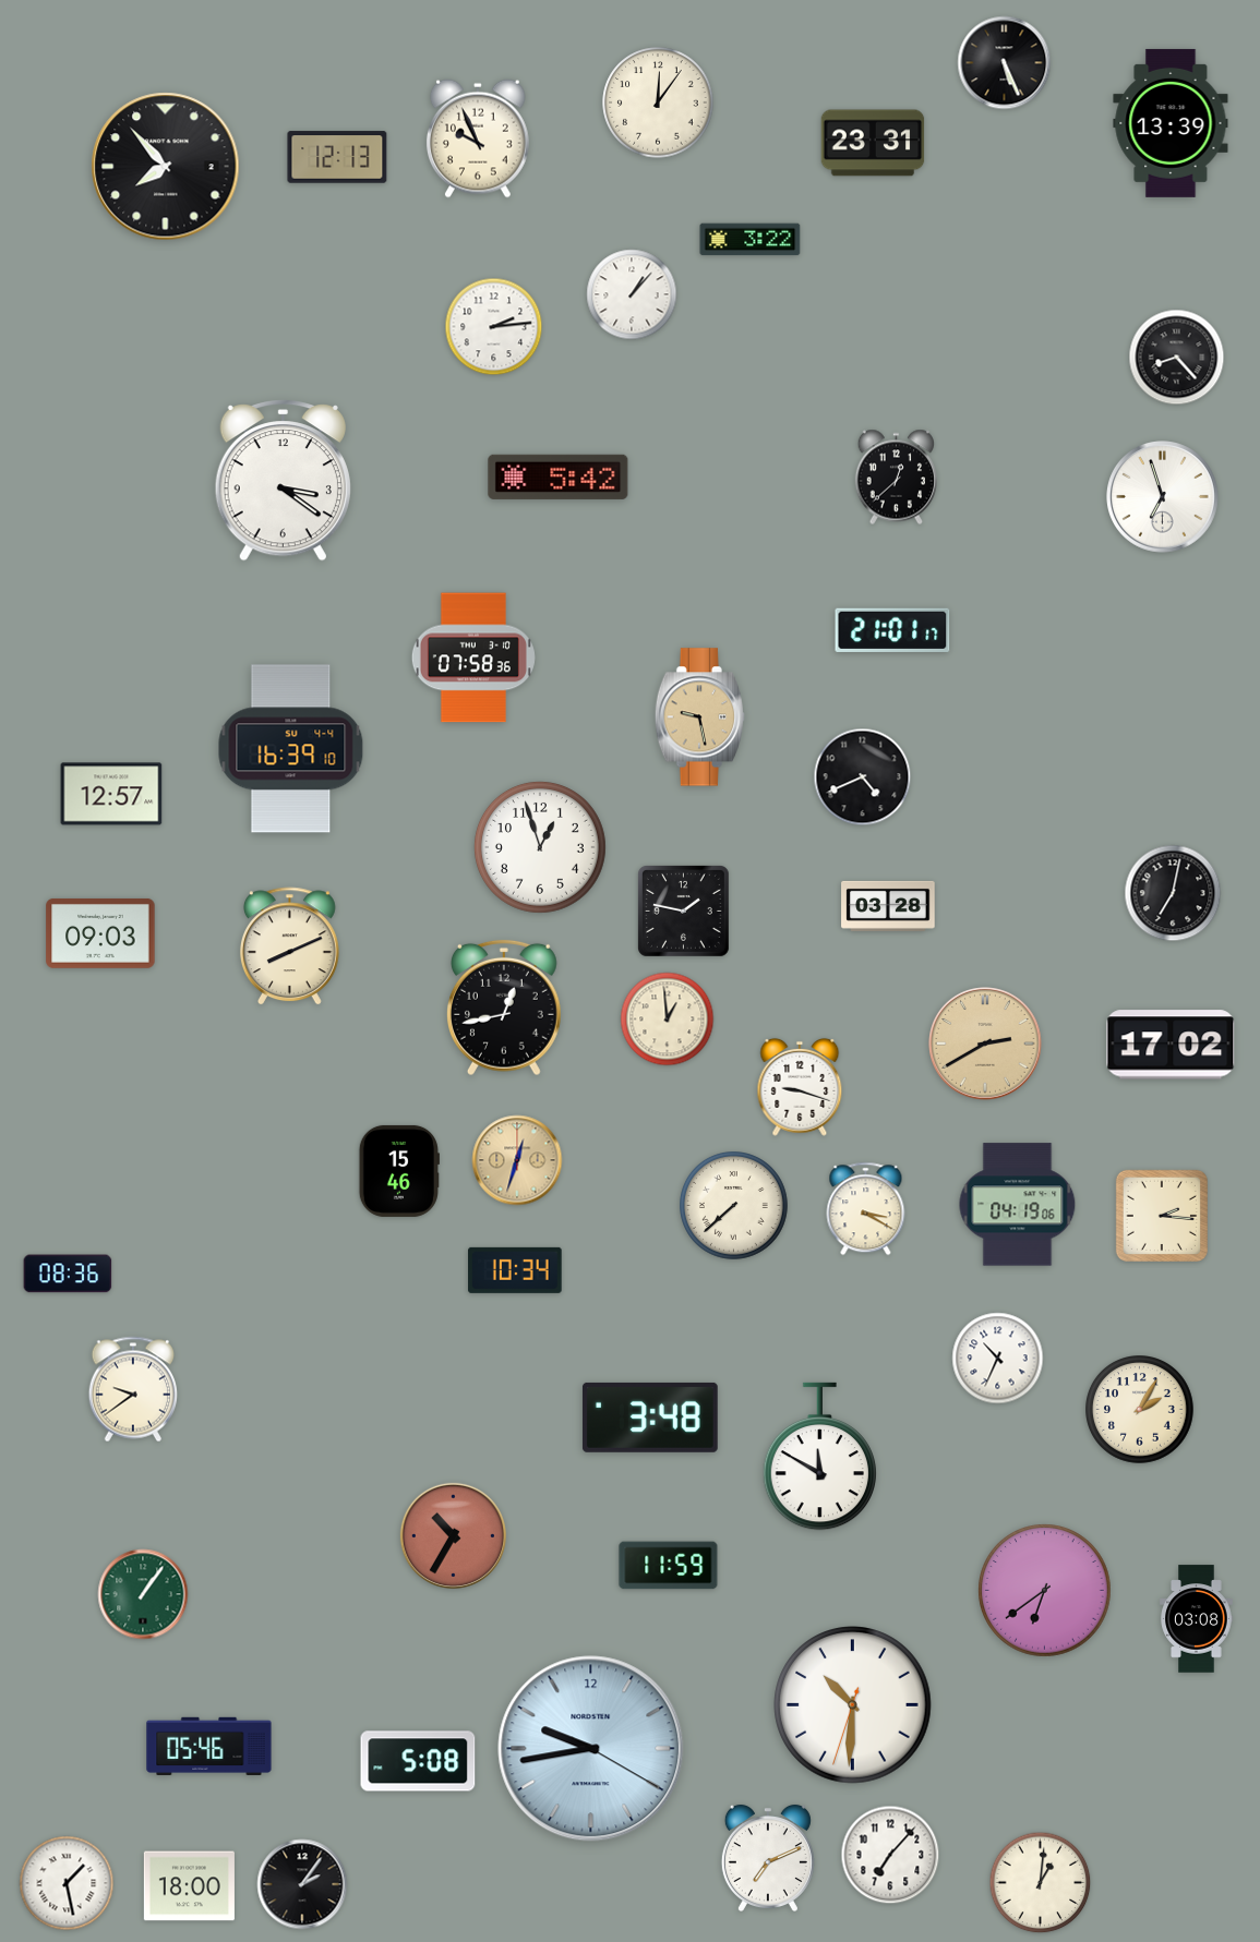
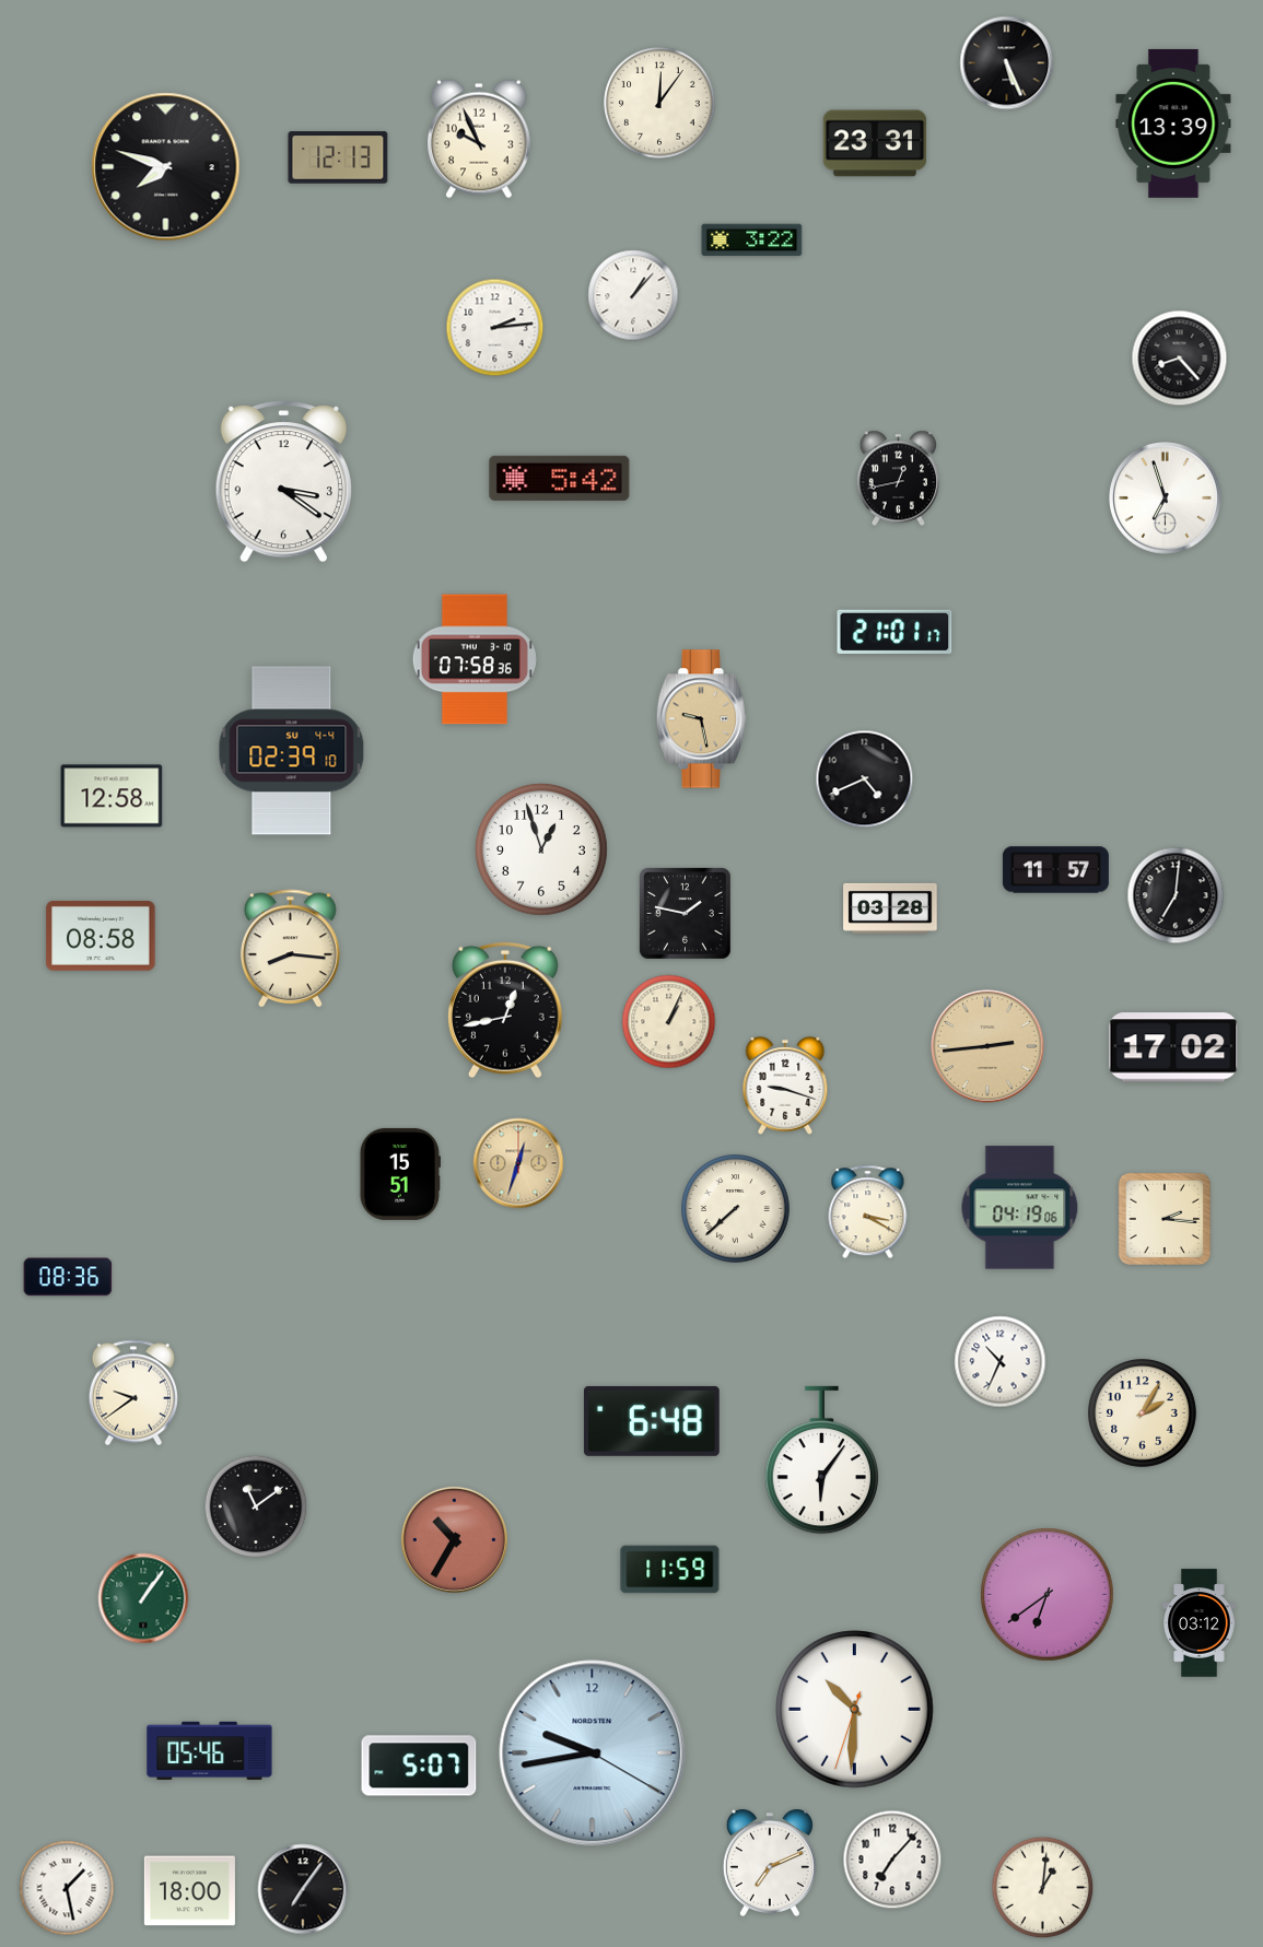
clock at (166, 167): 7:53 -> 7:48
clock at (896, 478): 12:38 -> 12:43
clock at (291, 749): 16:39 -> 02:39
clock at (111, 794): 12:57 -> 12:58
clock at (1055, 870): none -> 11:57
clock at (1173, 893): 7:02 -> 7:01
clock at (100, 933): 09:03 -> 08:58
clock at (289, 946): 8:11 -> 8:16
clock at (668, 1020): 12:59 -> 1:04
clock at (985, 1044): 2:40 -> 2:44
clock at (800, 1087) position: (800, 1087) -> (785, 1086)
clock at (399, 1171): 15:46 -> 15:51
clock at (515, 1270): 10:34 -> none
clock at (650, 1418): 3:48 -> 6:48
clock at (819, 1457): 11:50 -> 6:06
clock at (256, 1506): none -> 11:09
clock at (1197, 1619): 03:08 -> 03:12
clock at (418, 1761): 5:08 -> 5:07
clock at (302, 1884): 2:06 -> 7:06
